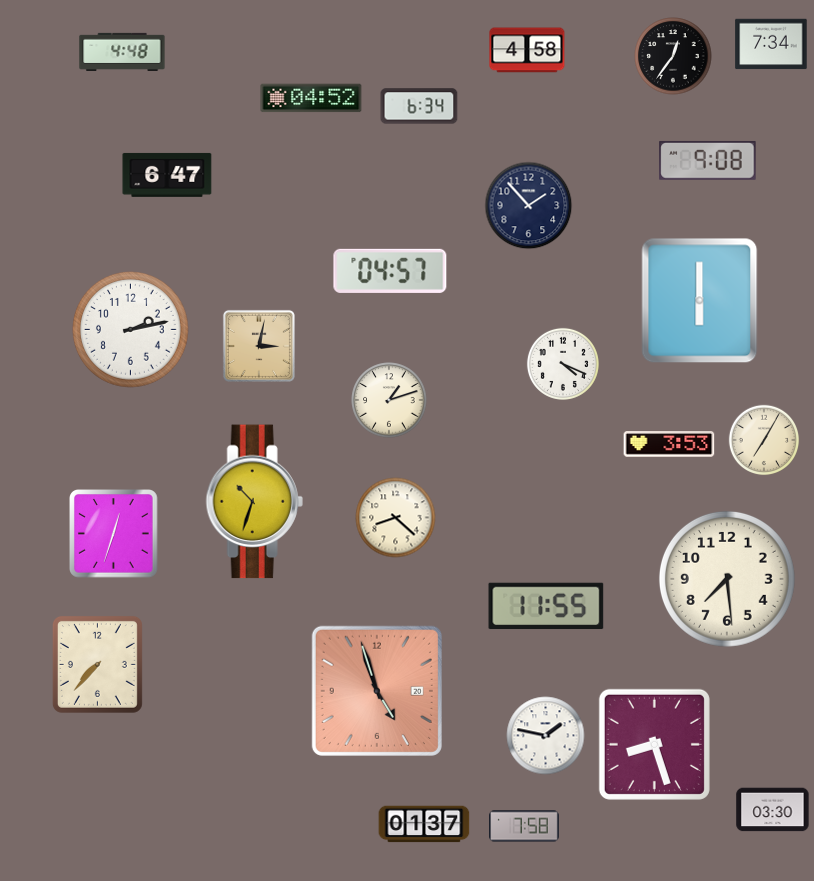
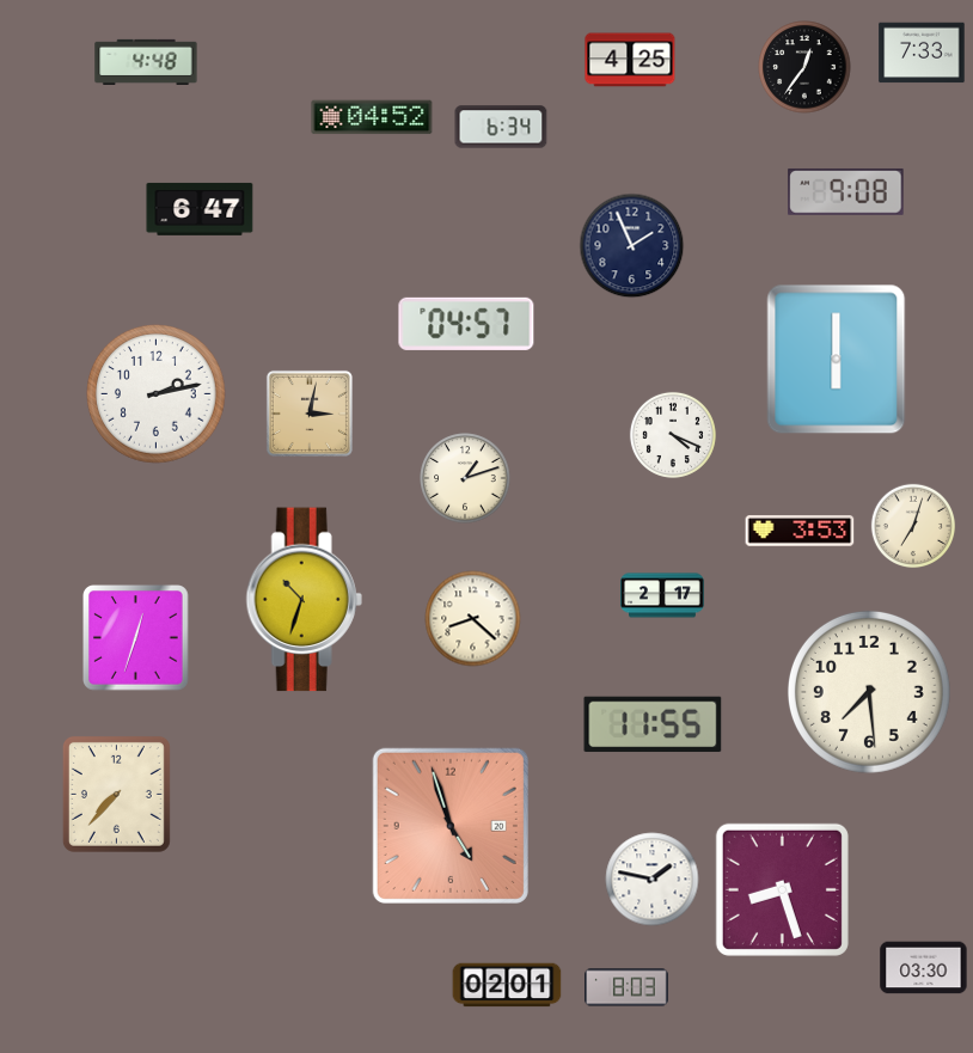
clock at (771, 44): 7:34 -> 7:33
clock at (527, 50): 4:58 -> 4:25
clock at (529, 206): 1:53 -> 1:56
clock at (764, 440): 7:05 -> 7:03
clock at (663, 595): none -> 2:17
clock at (424, 824): 01:37 -> 02:01
clock at (525, 826): 7:58 -> 8:03
